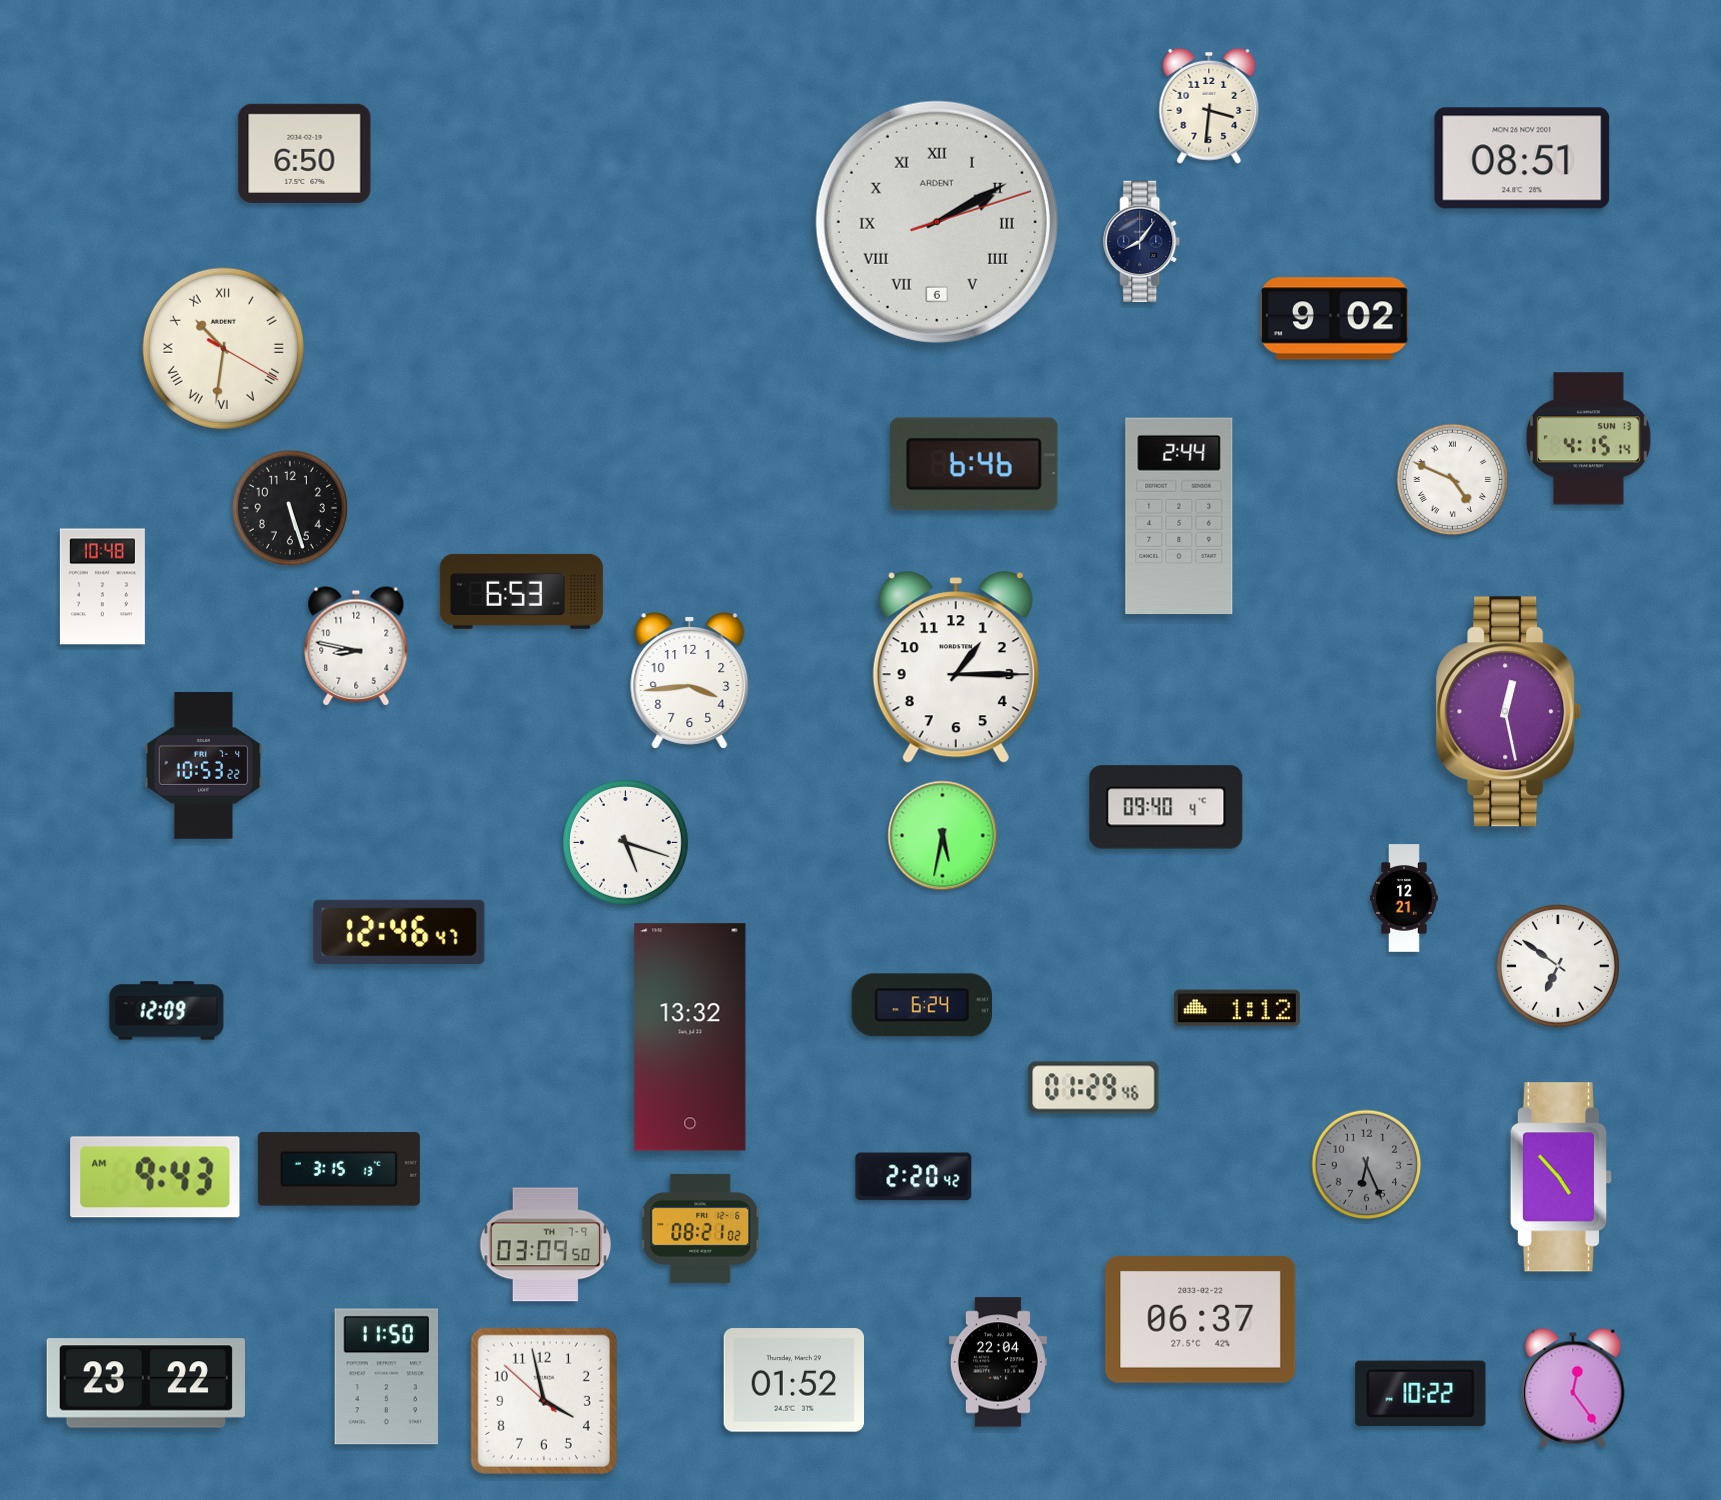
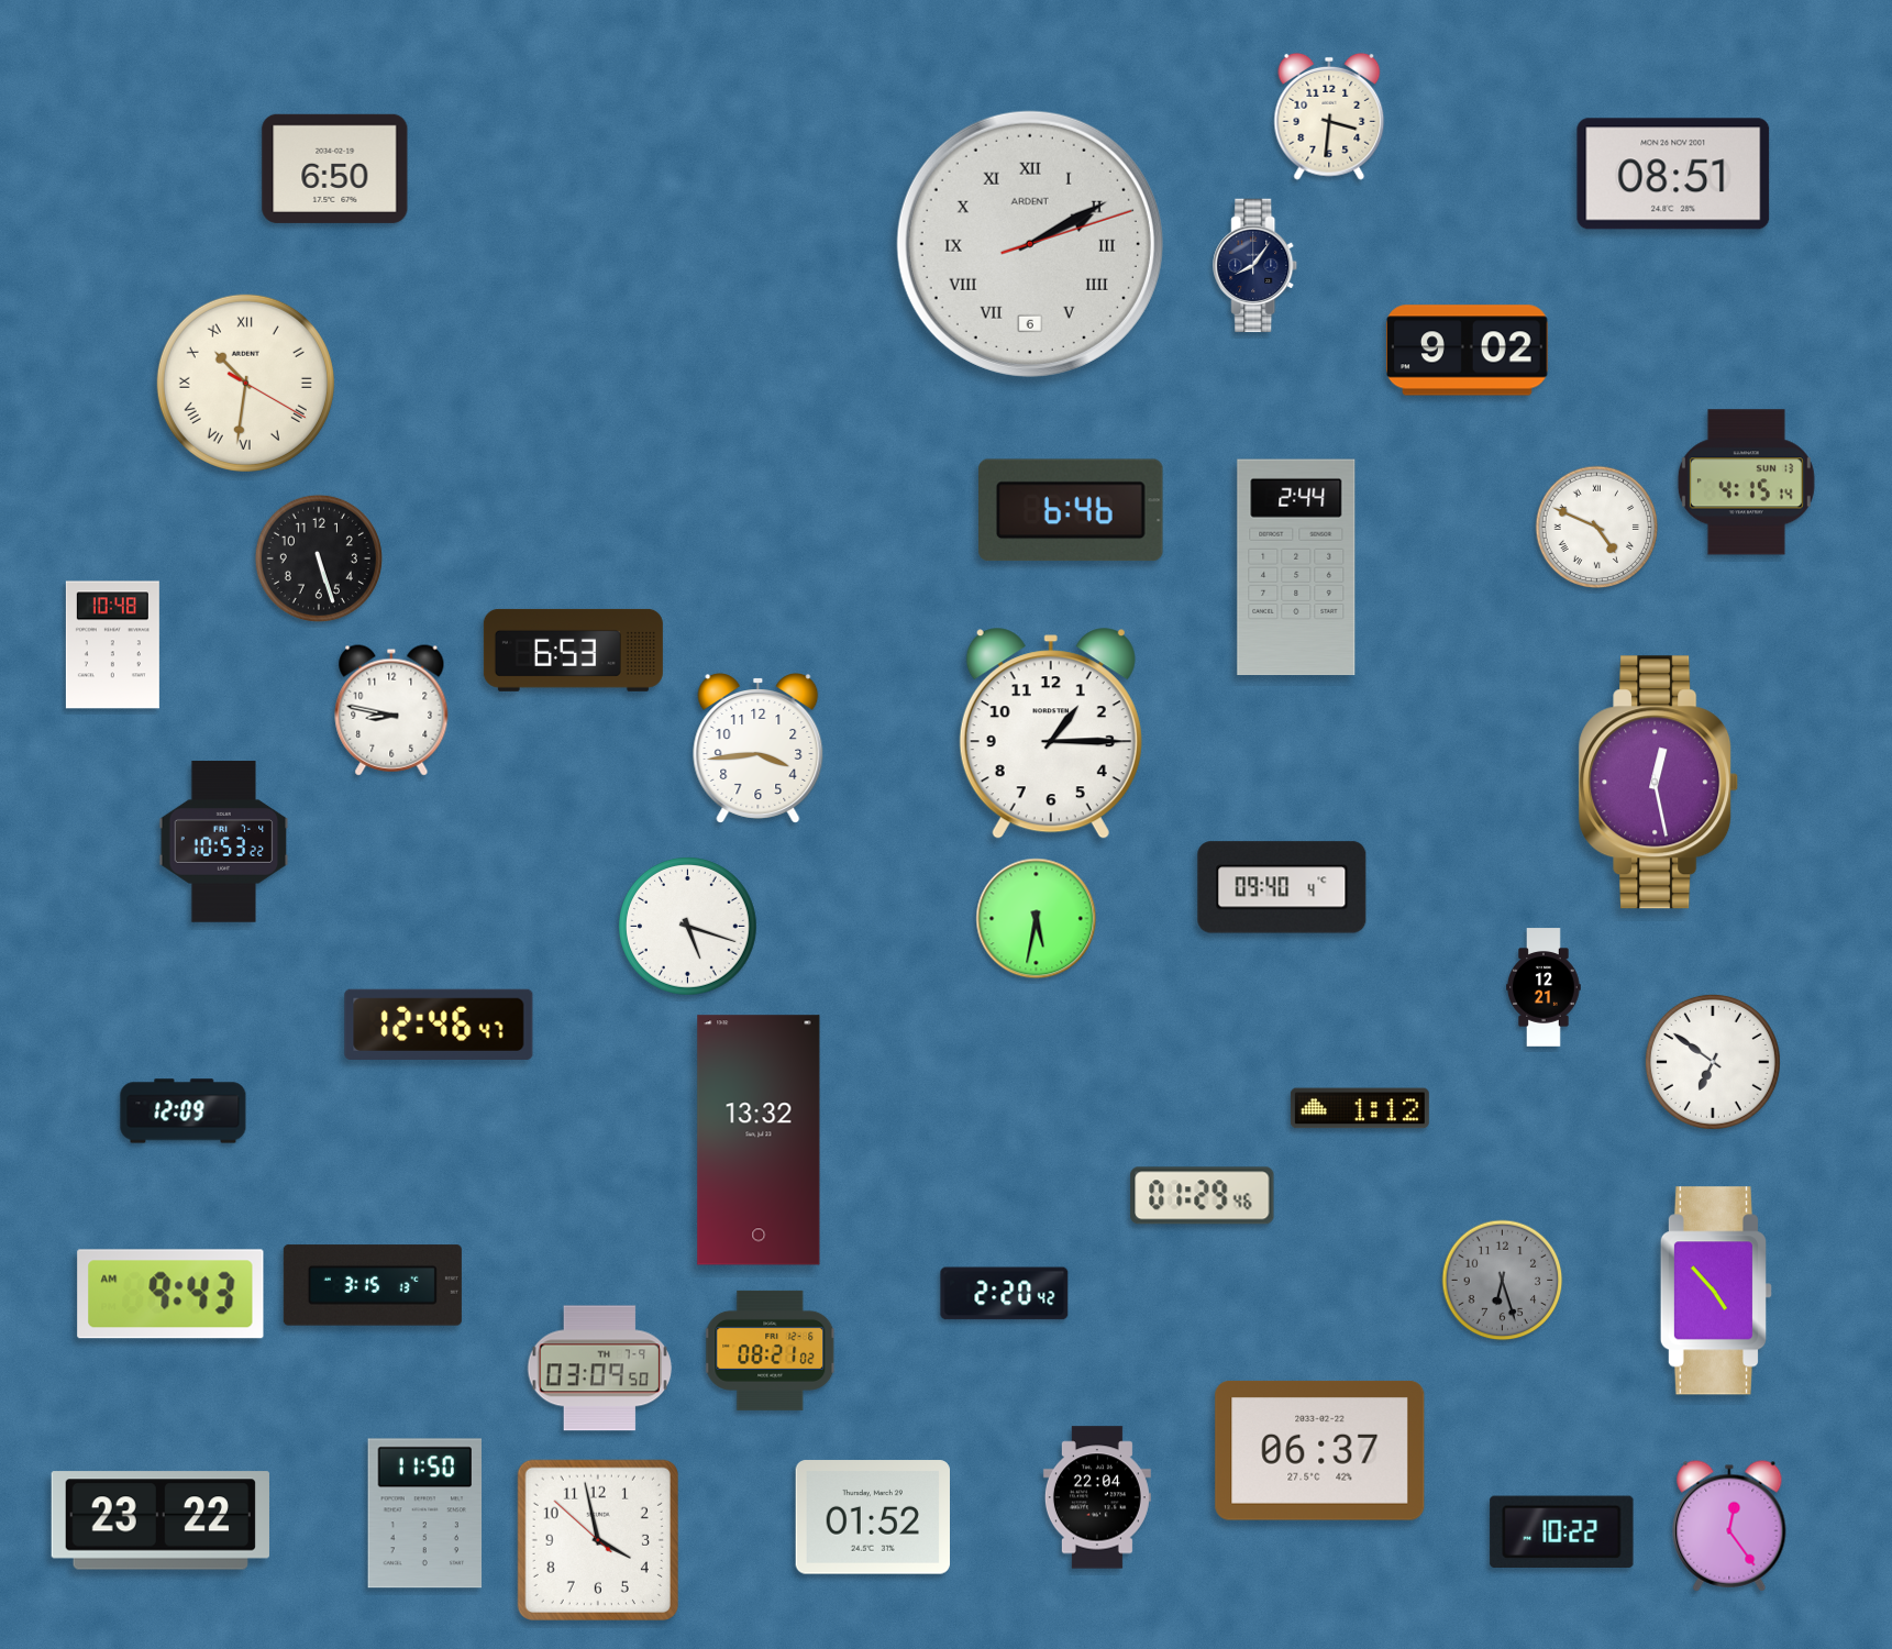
clock at (922, 1005): 6:24 -> none
clock at (1367, 1165): 6:26 -> 6:27
clock at (1561, 1177) position: (1561, 1177) -> (1716, 1291)
